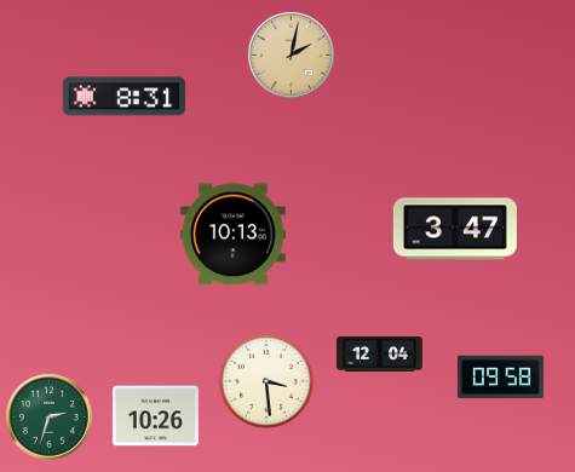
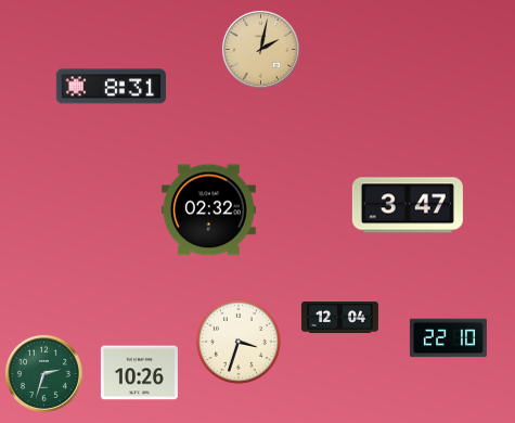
clock at (232, 235): 10:13 -> 02:32
clock at (500, 378): 09:58 -> 22:10
clock at (266, 381): 3:29 -> 3:33
